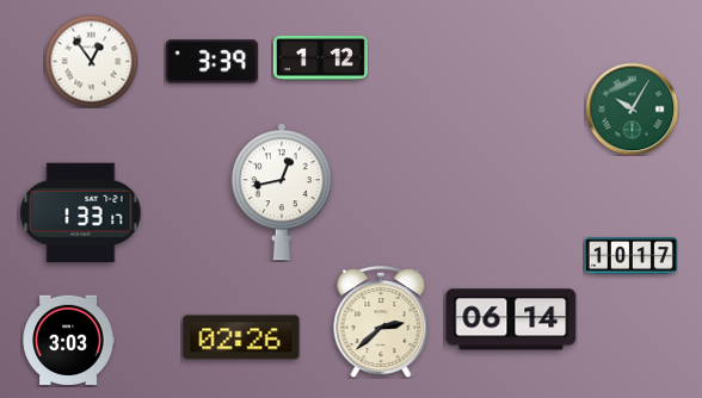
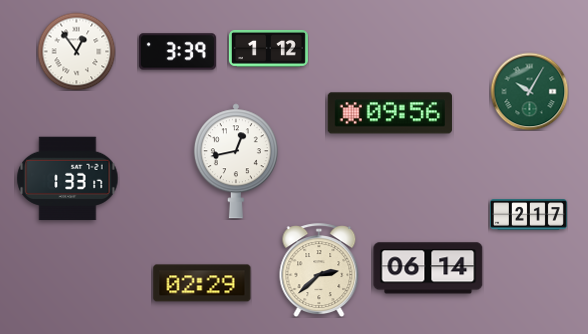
clock at (390, 113): none -> 09:56
clock at (630, 256): 10:17 -> 2:17
clock at (241, 337): 02:26 -> 02:29
clock at (68, 341): 3:03 -> none
